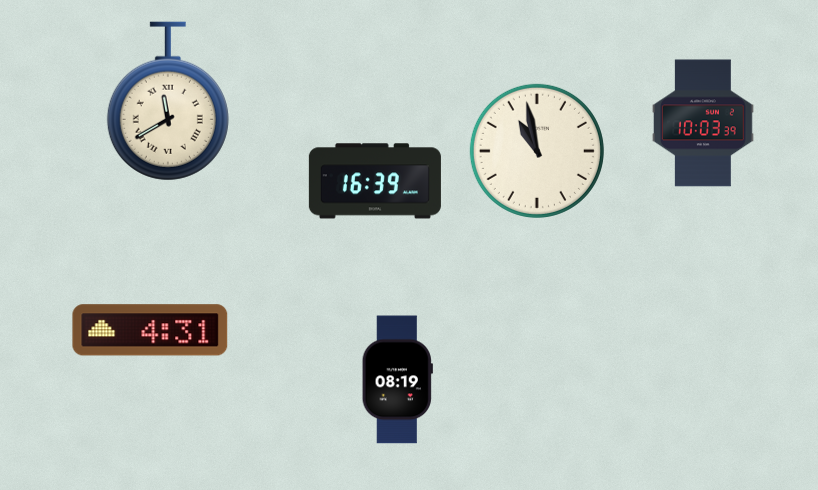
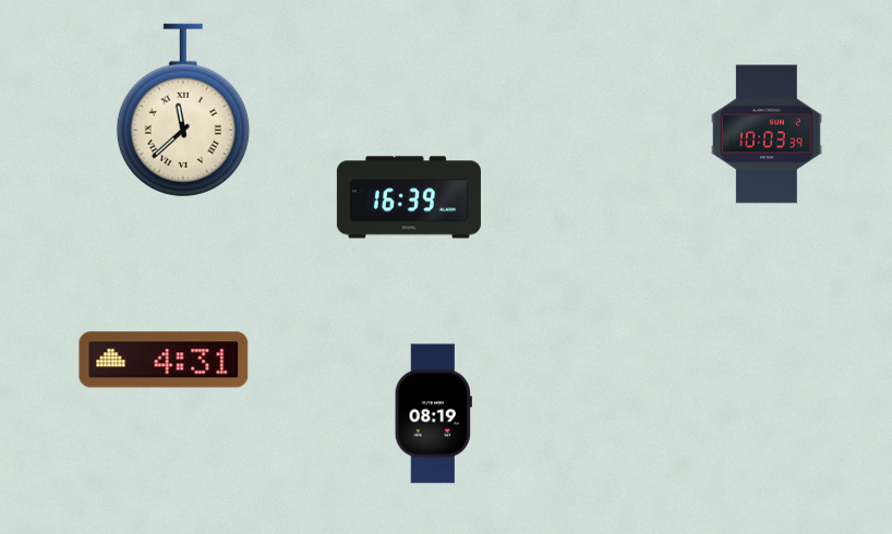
clock at (168, 101): 11:40 -> 11:38
clock at (537, 151): 10:58 -> none
